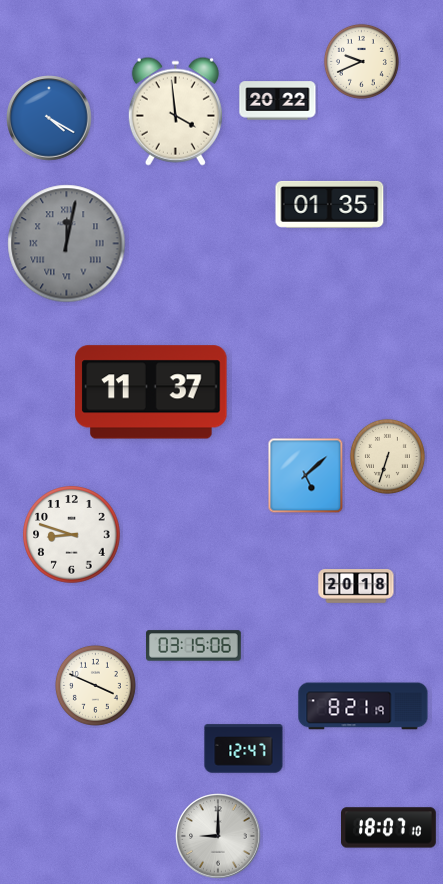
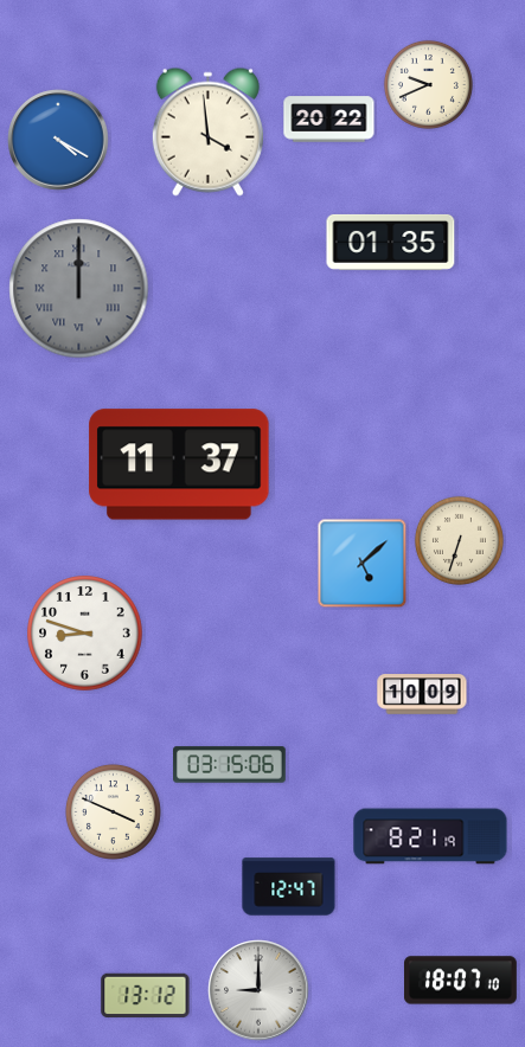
clock at (361, 61) position: (361, 61) -> (428, 84)
clock at (67, 244): 12:02 -> 12:00
clock at (356, 586): 20:18 -> 10:09
clock at (146, 996): none -> 13:12
